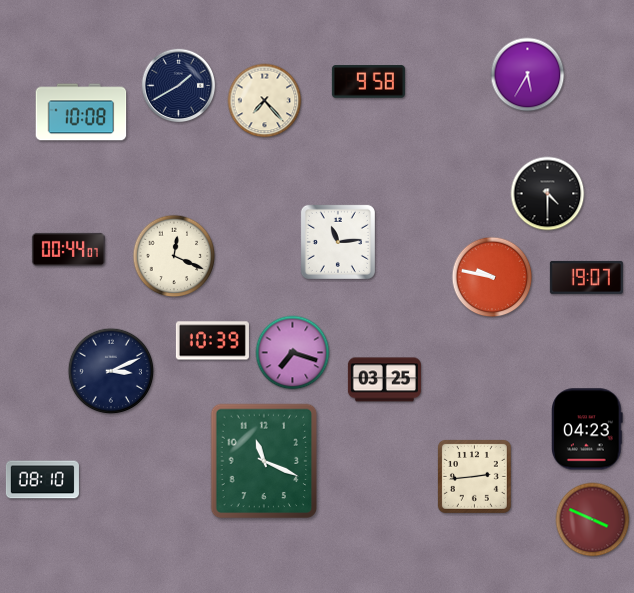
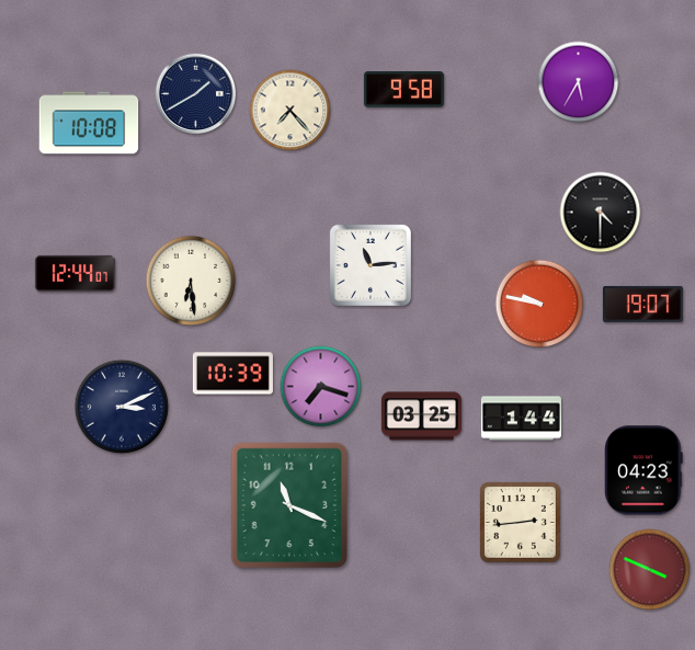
clock at (68, 249): 00:44 -> 12:44
clock at (174, 256): 12:19 -> 6:29
clock at (521, 419): none -> 1:44
clock at (42, 480): 08:10 -> none
